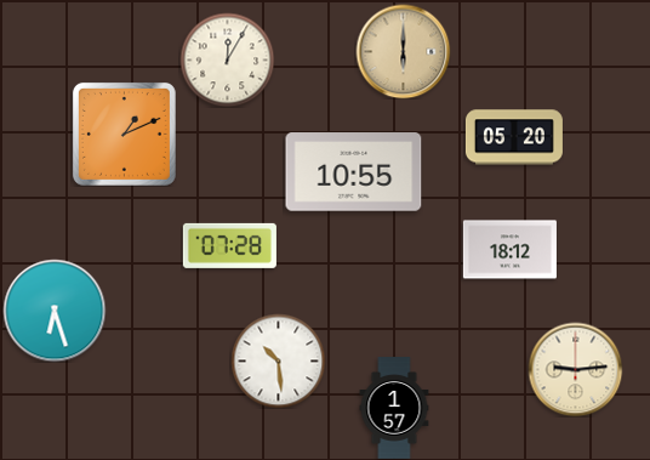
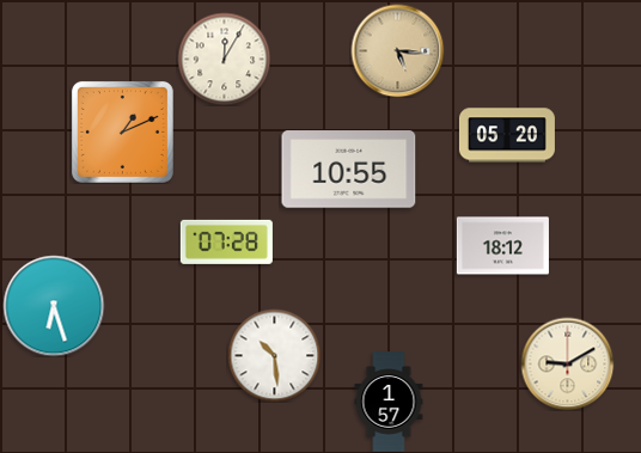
clock at (403, 51): 6:00 -> 5:16
clock at (575, 369): 9:14 -> 9:10
